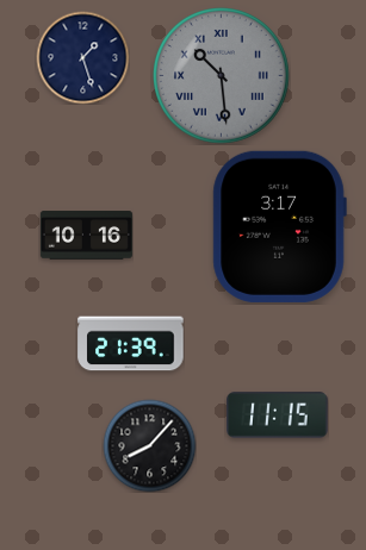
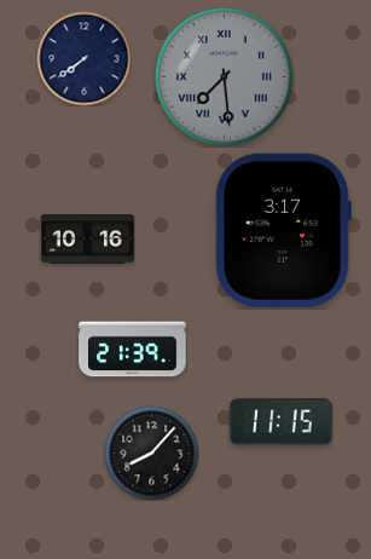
clock at (82, 57): 1:27 -> 7:39
clock at (222, 76): 10:29 -> 7:29
